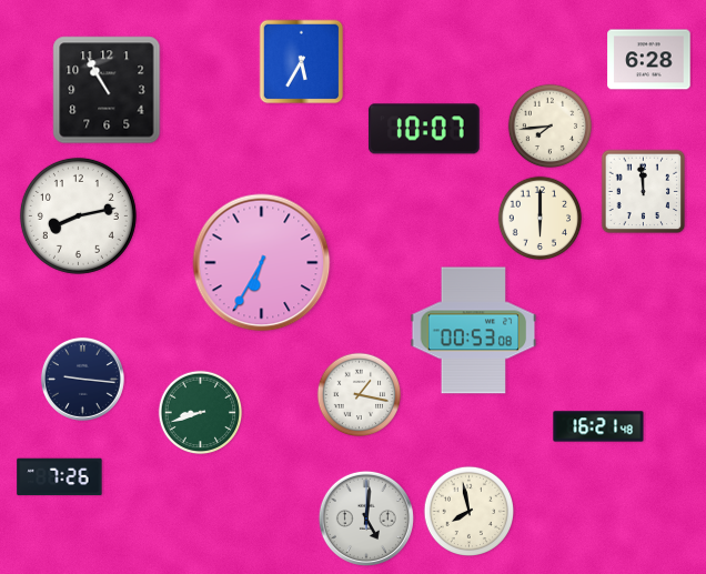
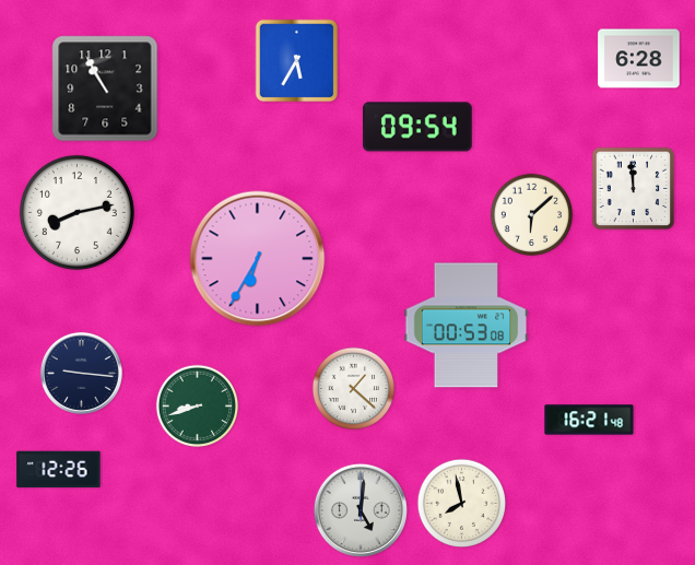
clock at (551, 127): 7:44 -> none
clock at (424, 129): 10:07 -> 09:54
clock at (541, 219): 6:00 -> 6:08
clock at (360, 395): 1:17 -> 1:22
clock at (60, 477): 7:26 -> 12:26
